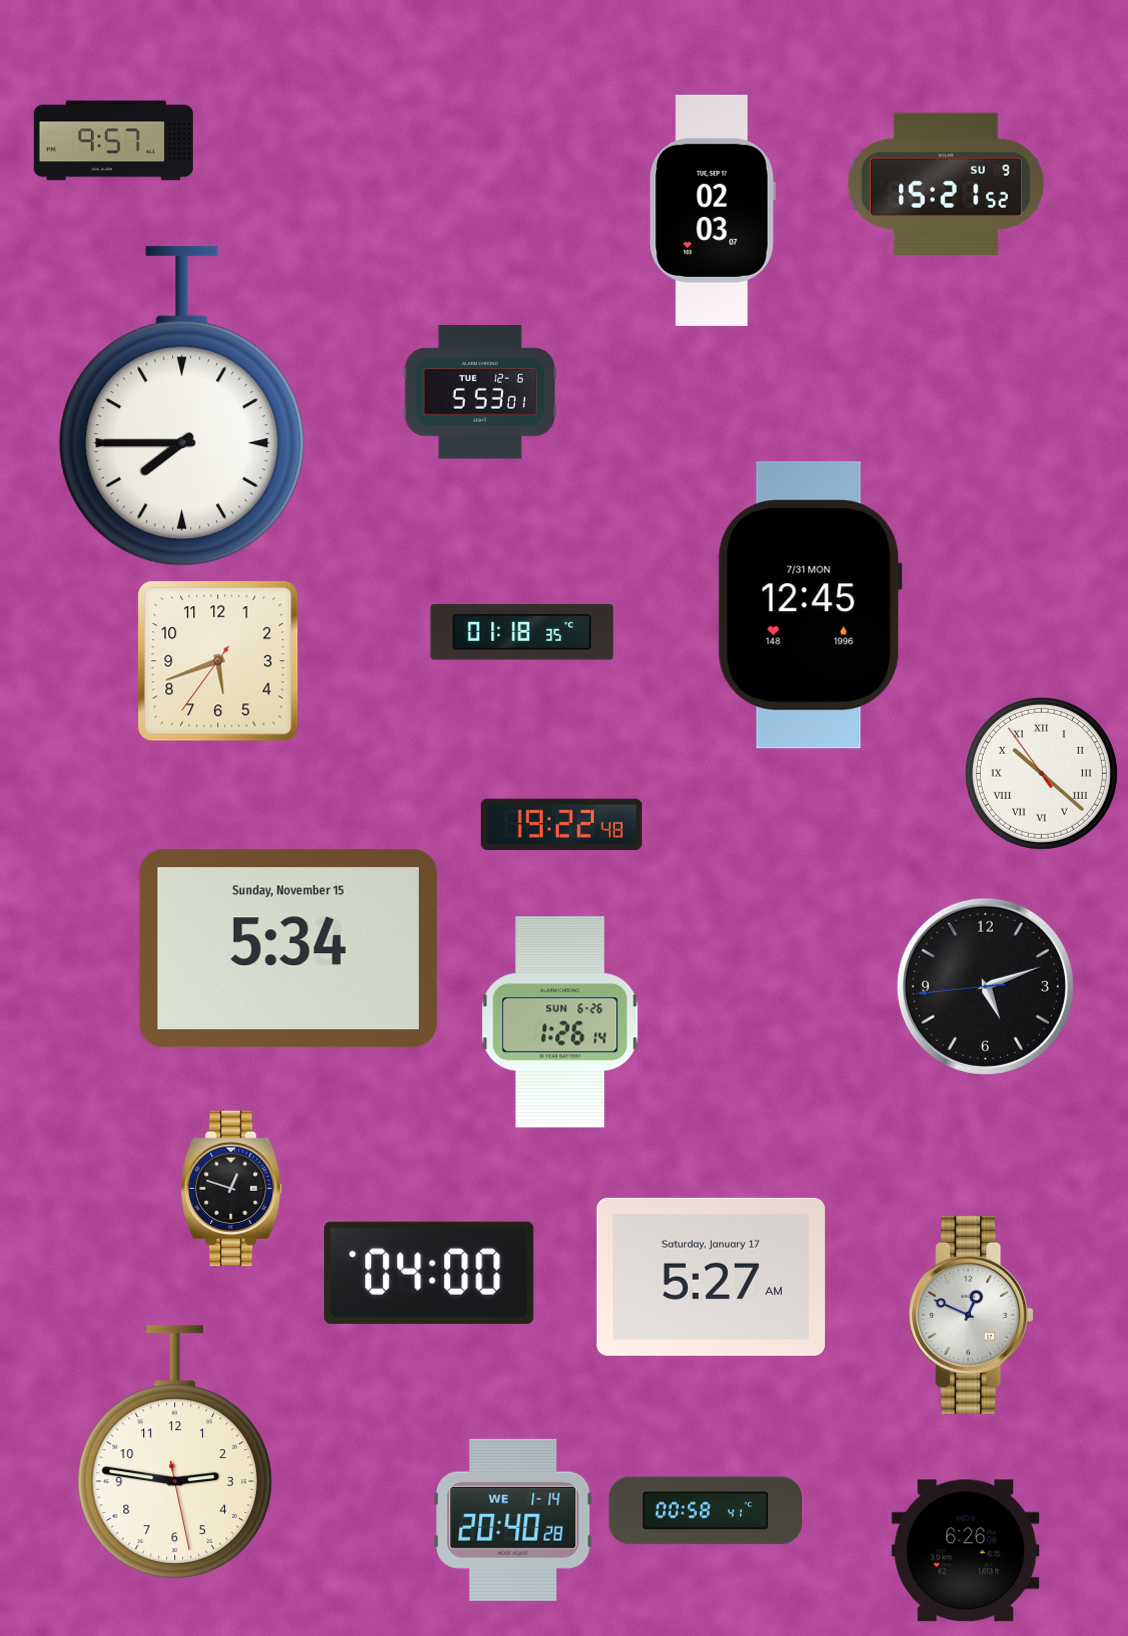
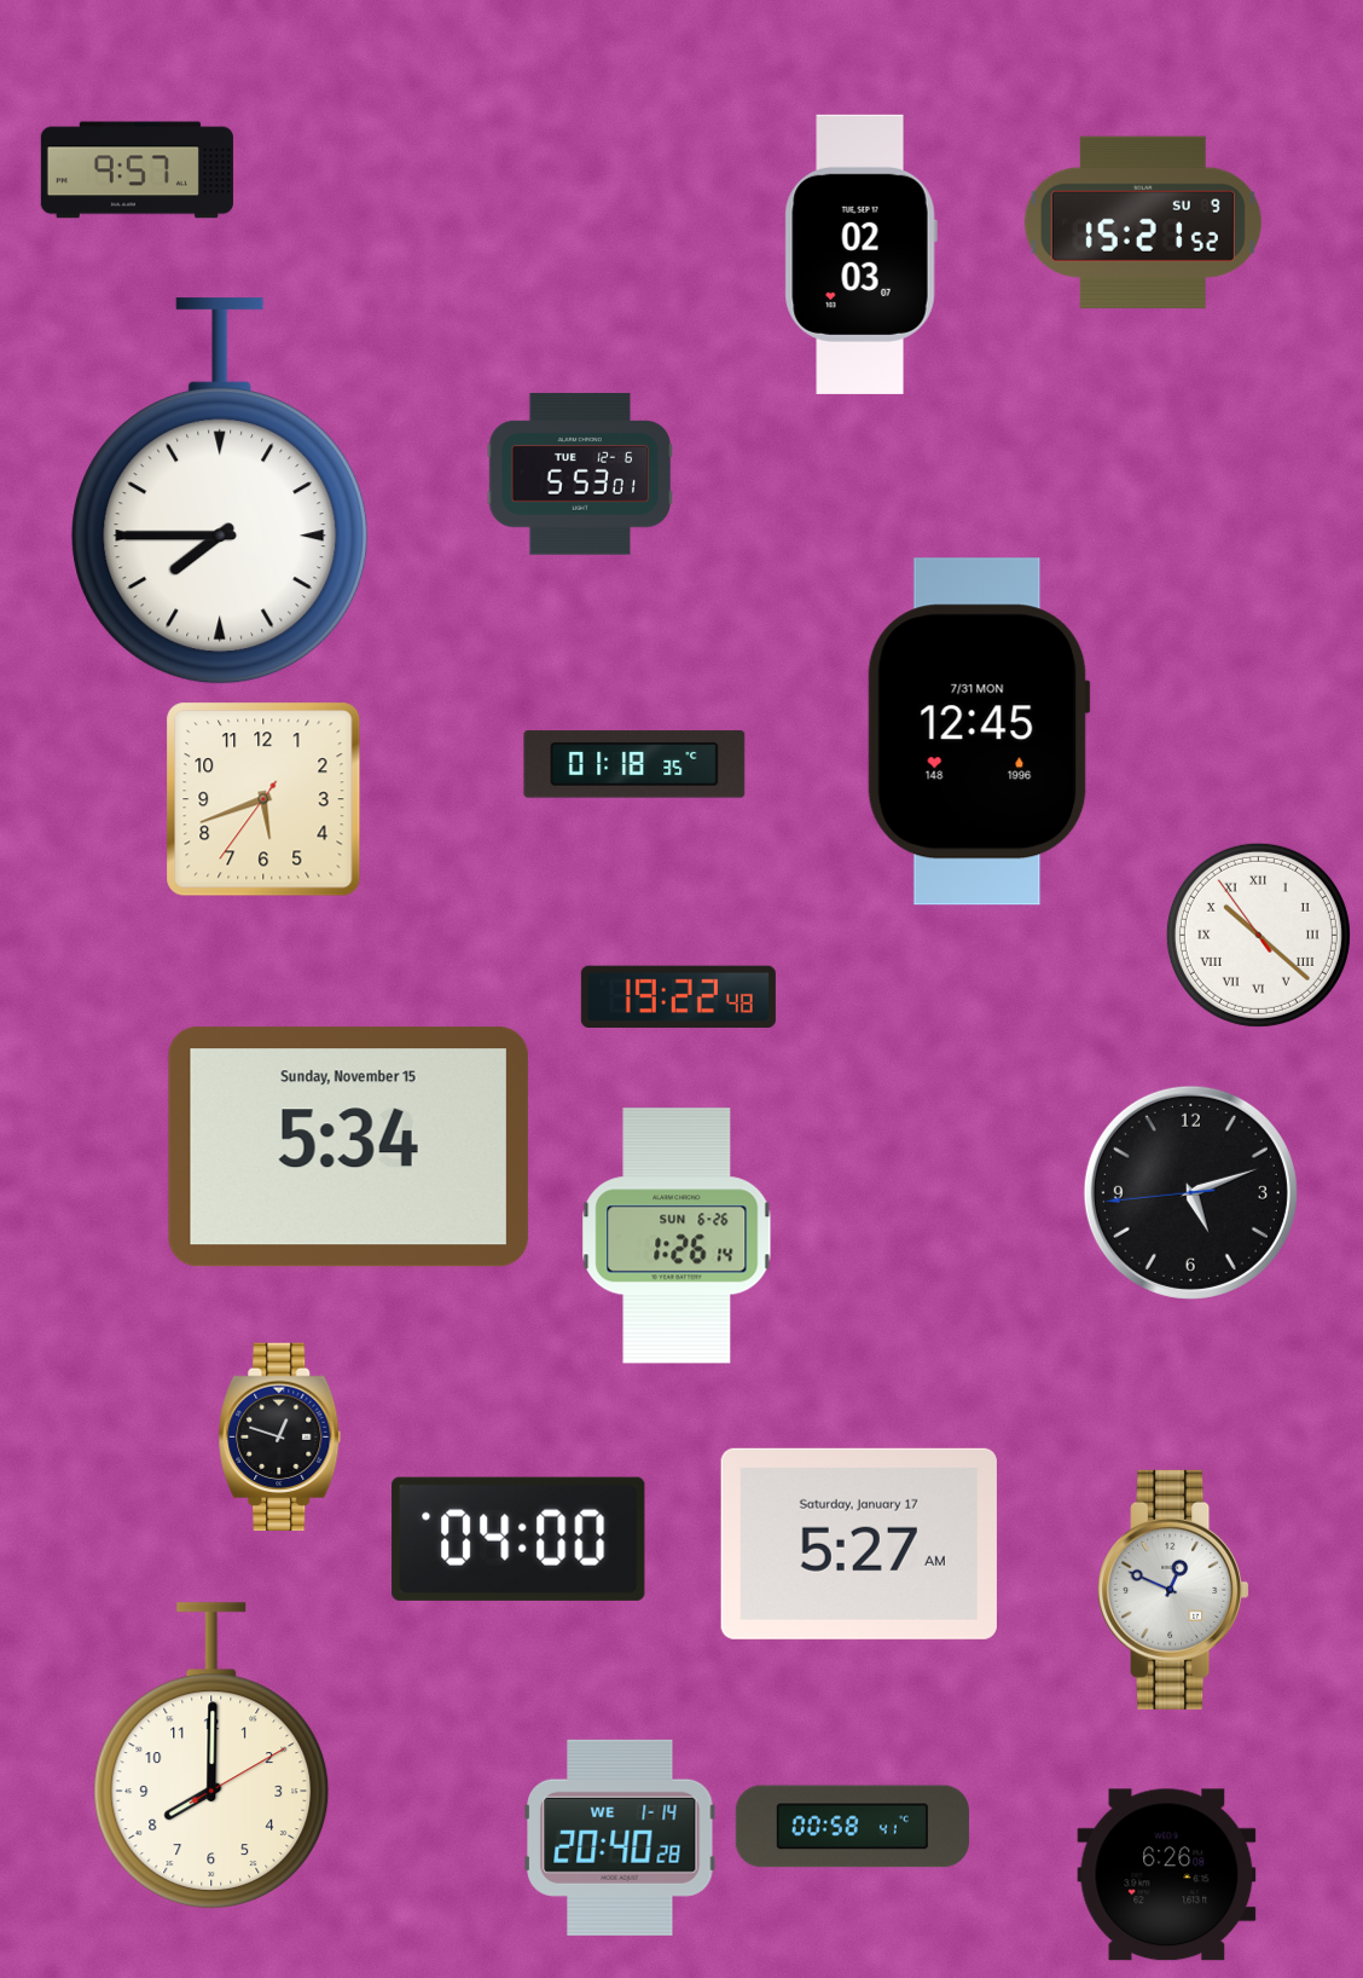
clock at (522, 632) position: (522, 632) -> (634, 764)
clock at (175, 1452): 2:46 -> 8:00
